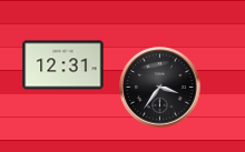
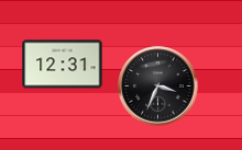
clock at (160, 88): 3:36 -> 3:34
